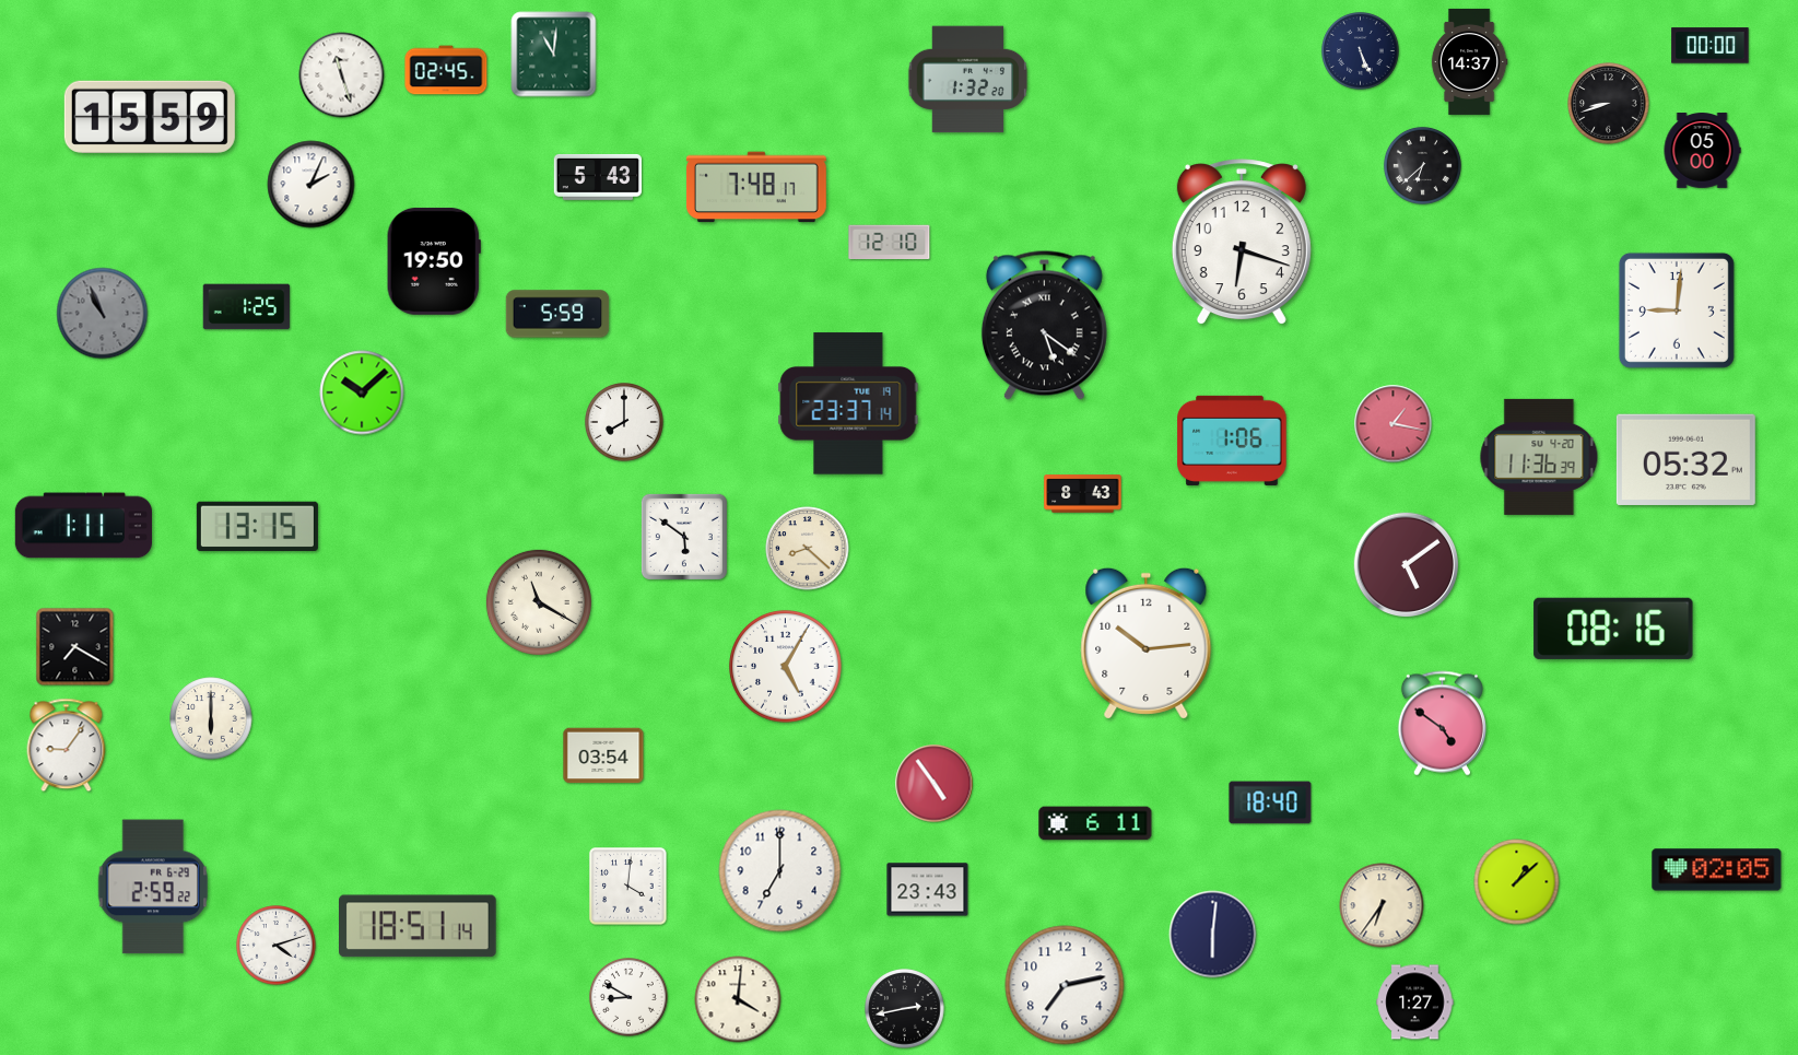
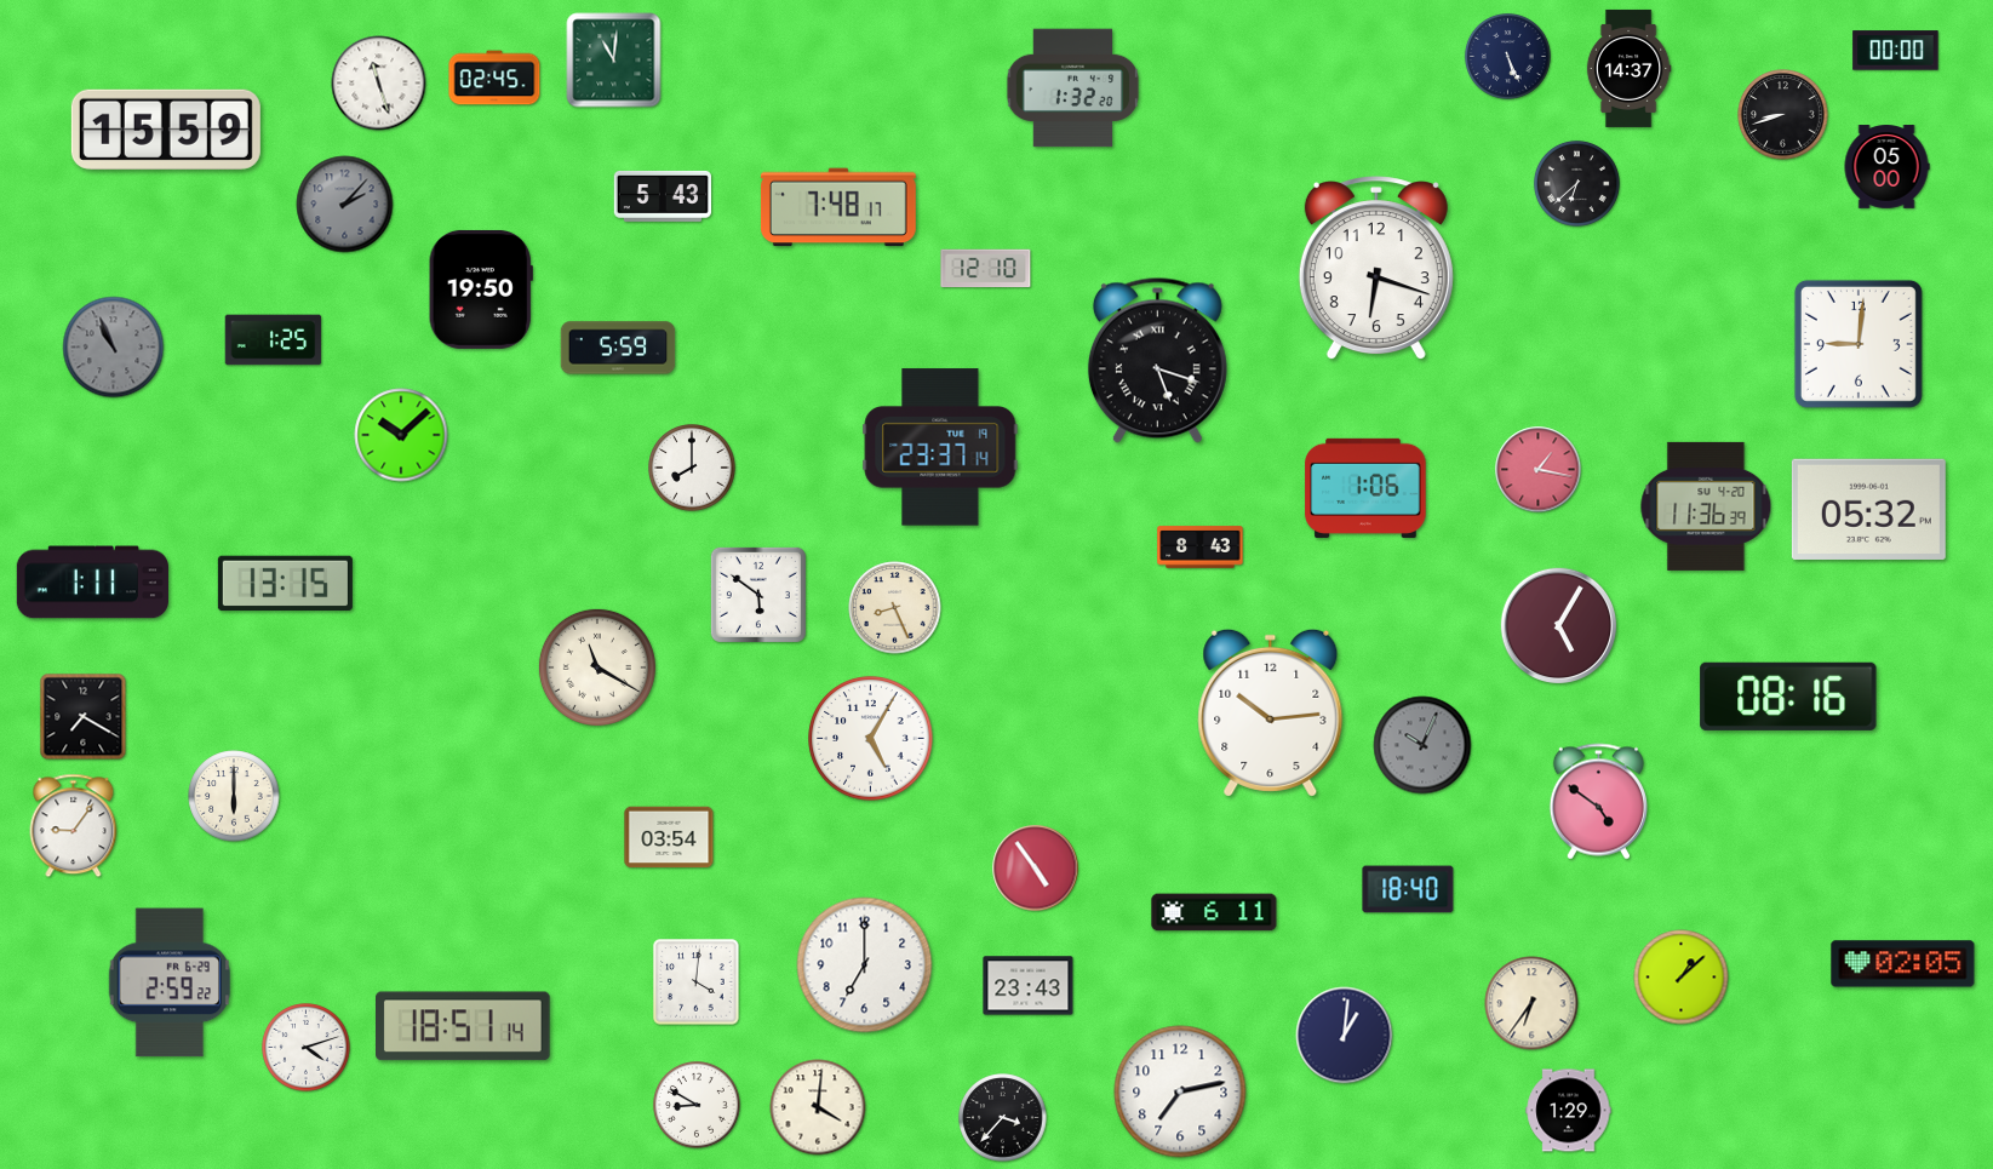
clock at (312, 185): 2:04 -> 2:07
clock at (312, 185) dial: white -> grey
clock at (1044, 325): 5:21 -> 5:18
clock at (1394, 424) position: (1394, 424) -> (1539, 470)
clock at (808, 549): 8:22 -> 8:26
clock at (1407, 565): 5:09 -> 5:05
clock at (1422, 745): none -> 10:04
clock at (1213, 935): 6:01 -> 1:01
clock at (1415, 1003): 1:27 -> 1:29
clock at (905, 1009): 2:43 -> 3:37
